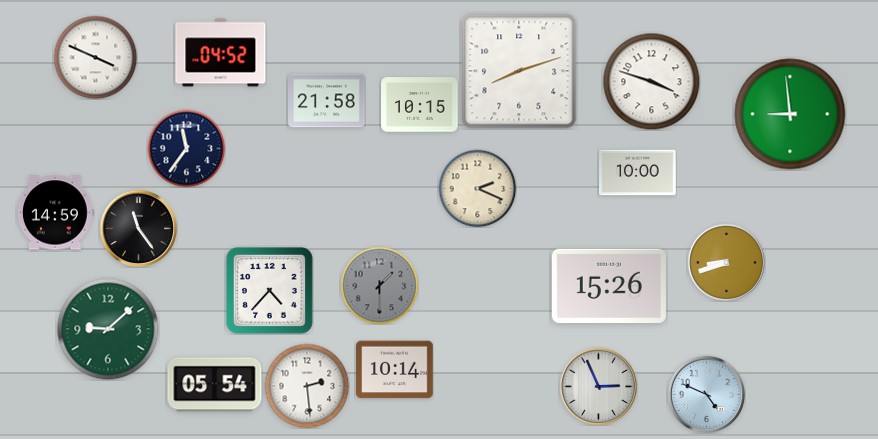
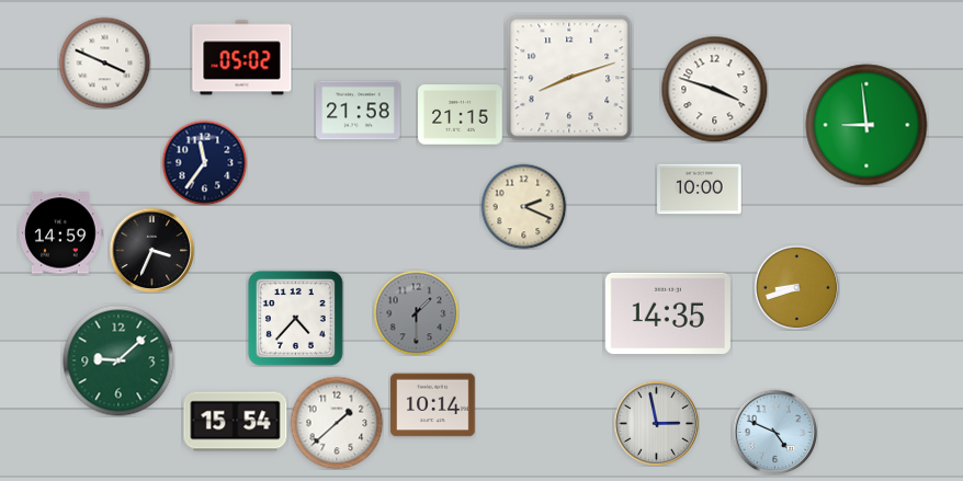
clock at (221, 53): 04:52 -> 05:02
clock at (420, 105): 10:15 -> 21:15
clock at (138, 228): 11:24 -> 3:34
clock at (609, 285): 15:26 -> 14:35
clock at (215, 385): 05:54 -> 15:54
clock at (307, 386): 2:29 -> 1:38
clock at (598, 386): 2:56 -> 2:58
